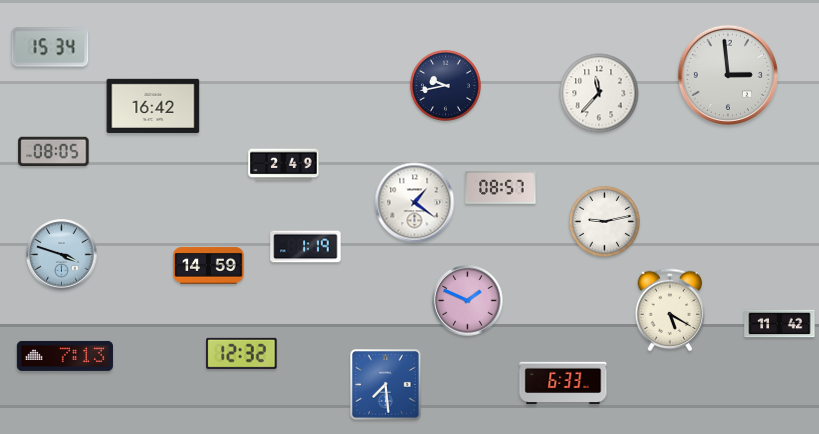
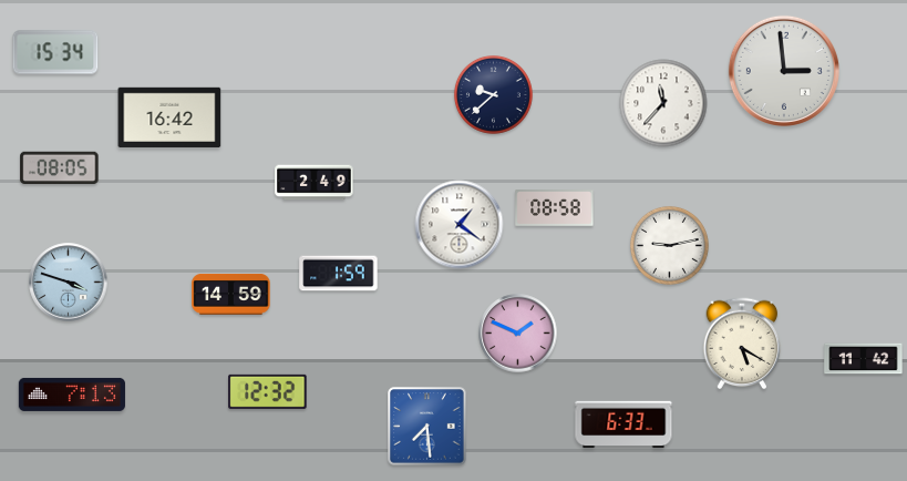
clock at (728, 75) position: (728, 75) -> (784, 71)
clock at (445, 85): 9:43 -> 9:38
clock at (501, 188): 08:57 -> 08:58
clock at (306, 247): 1:19 -> 1:59
